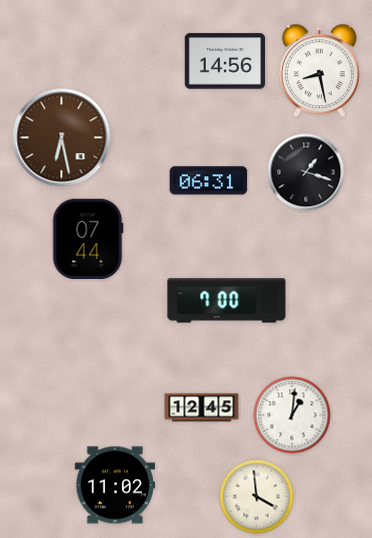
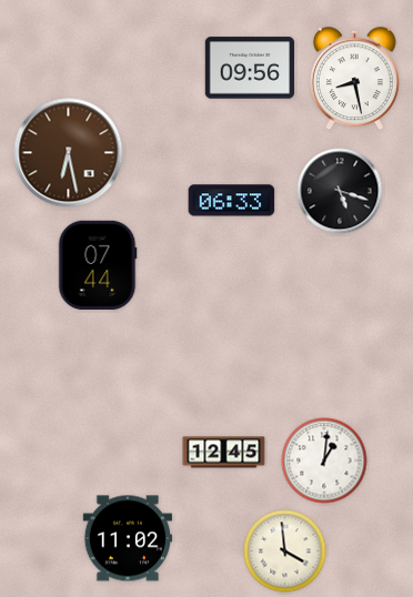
clock at (225, 61): 14:56 -> 09:56
clock at (306, 172): 1:18 -> 5:18
clock at (209, 181): 06:31 -> 06:33
clock at (227, 301): 7:00 -> none
